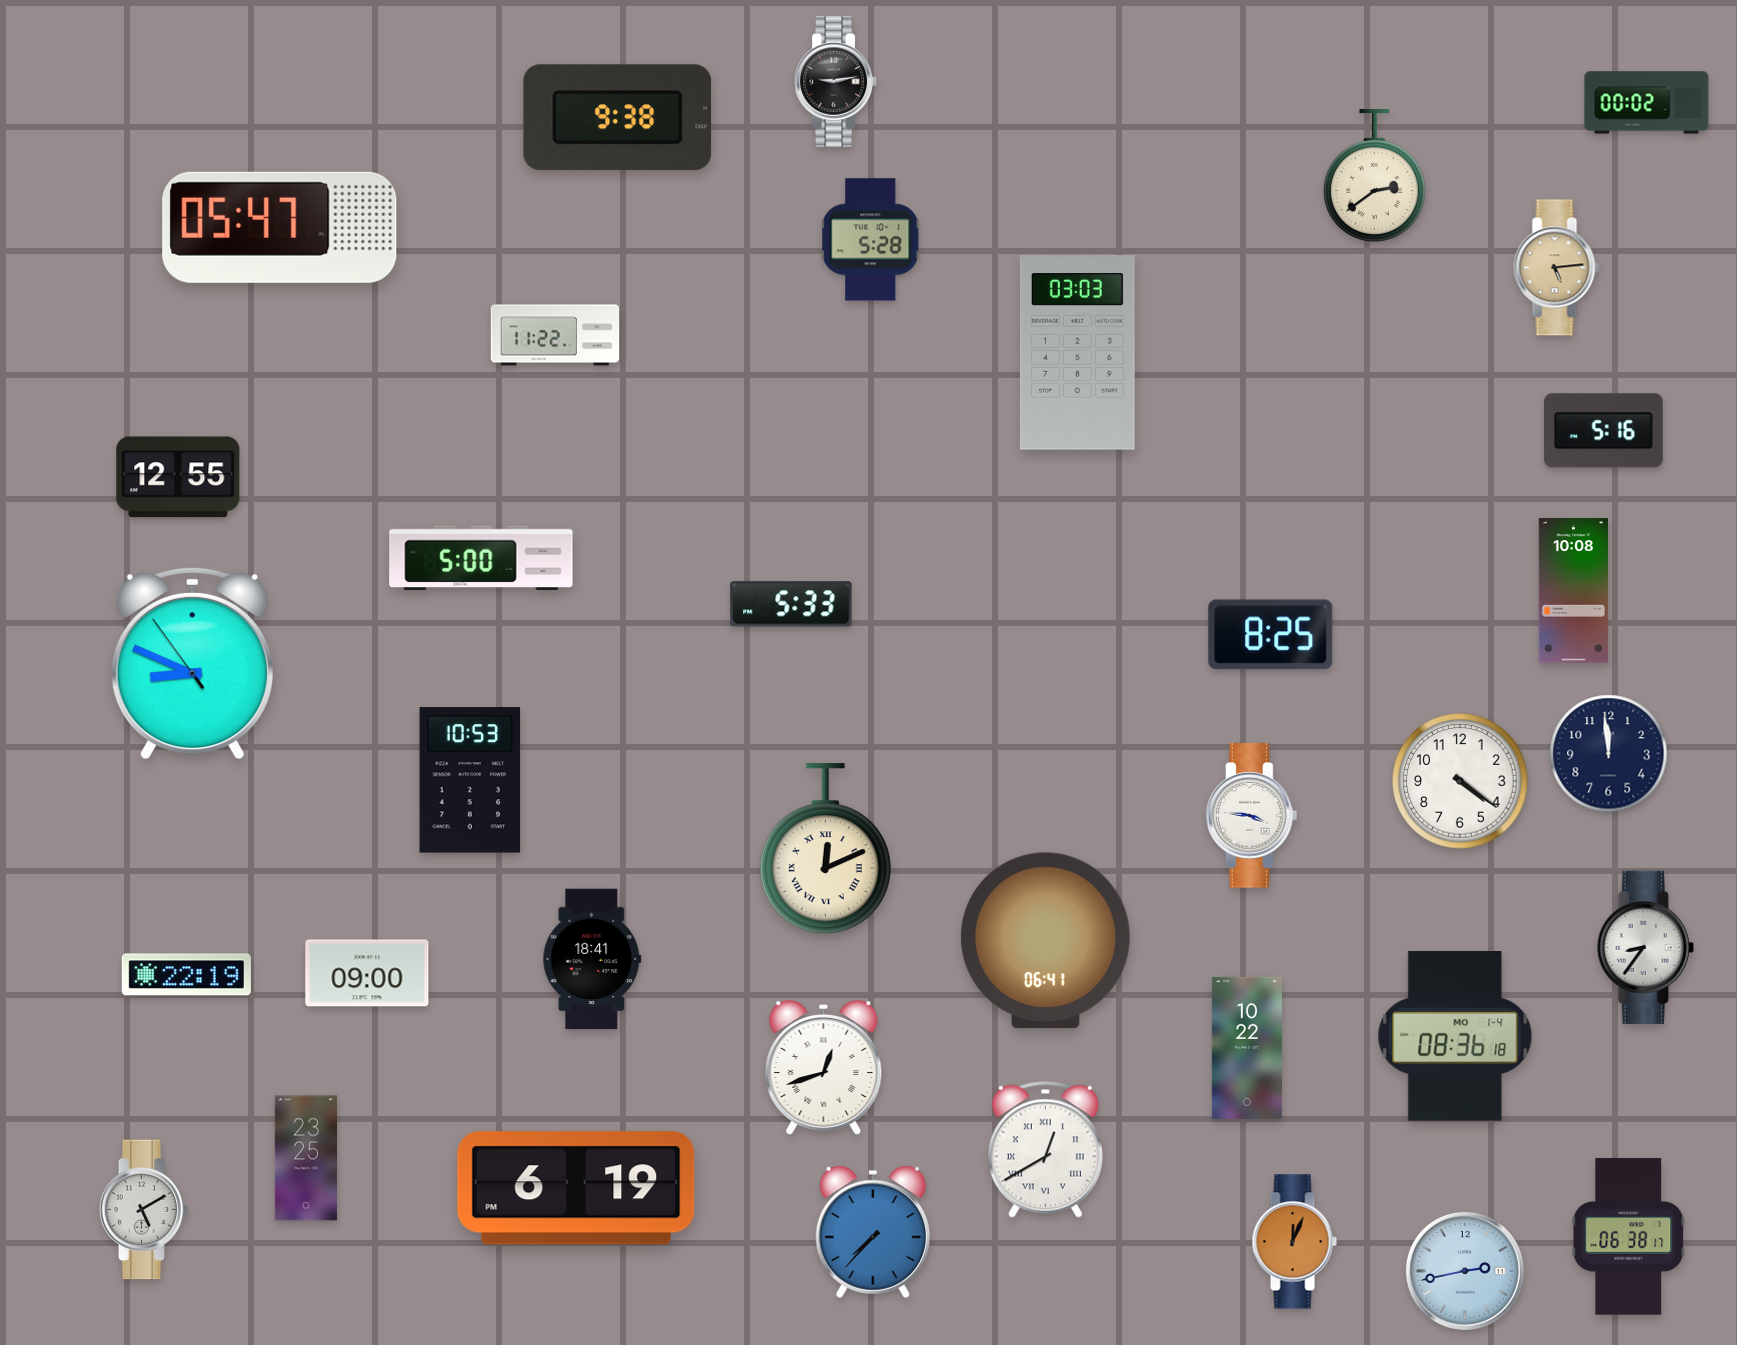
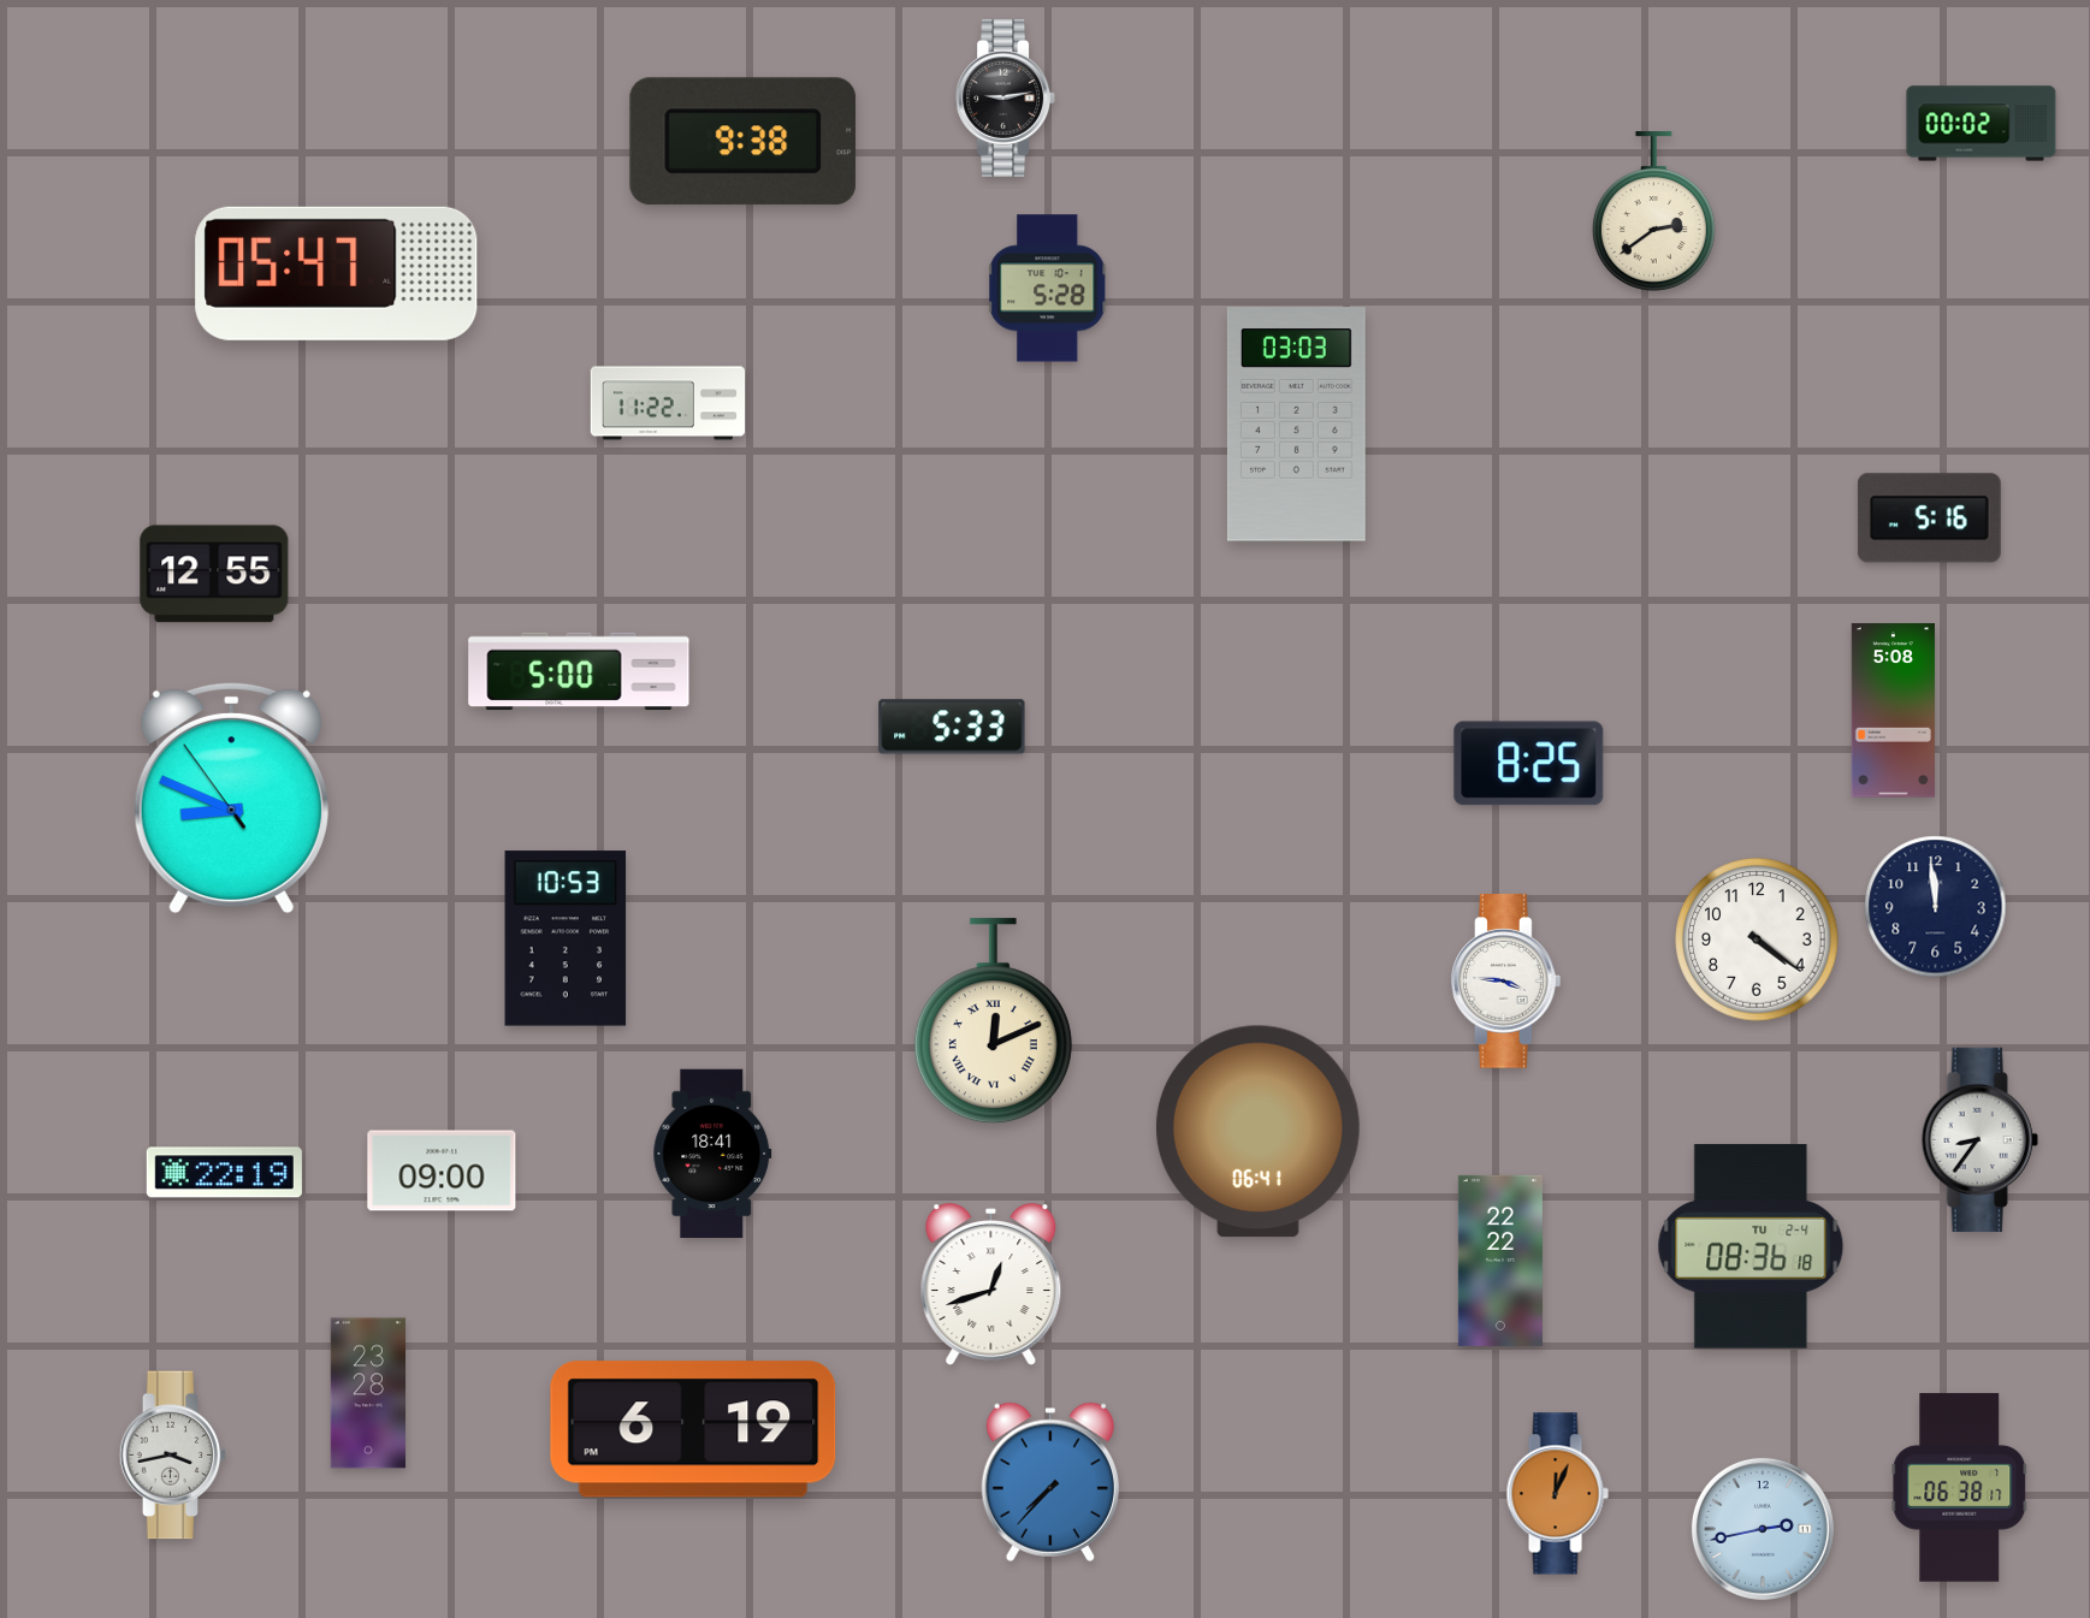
clock at (1557, 268): 5:14 -> none
clock at (1573, 591): 10:08 -> 5:08
clock at (1455, 1036) date: MO 1-4 -> TU 2-4
clock at (1247, 1048): 10:22 -> 22:22
clock at (1045, 1149): 12:40 -> none
clock at (305, 1158): 23:25 -> 23:28
clock at (144, 1210): 5:10 -> 3:43
